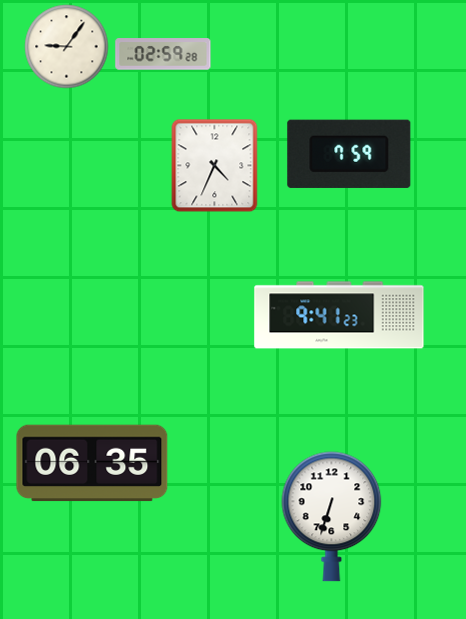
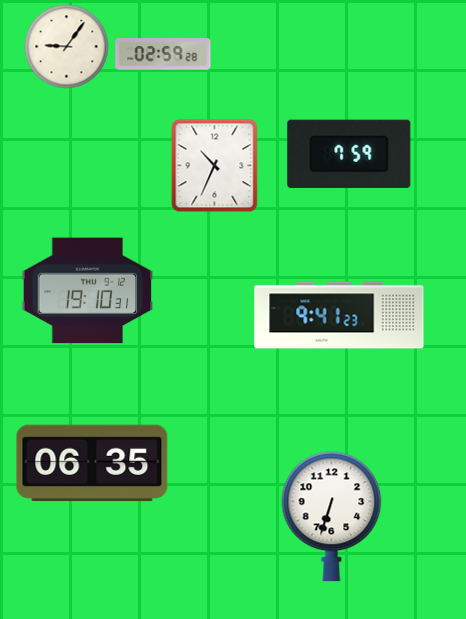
clock at (215, 166): 4:34 -> 10:34
clock at (88, 291): none -> 19:10
